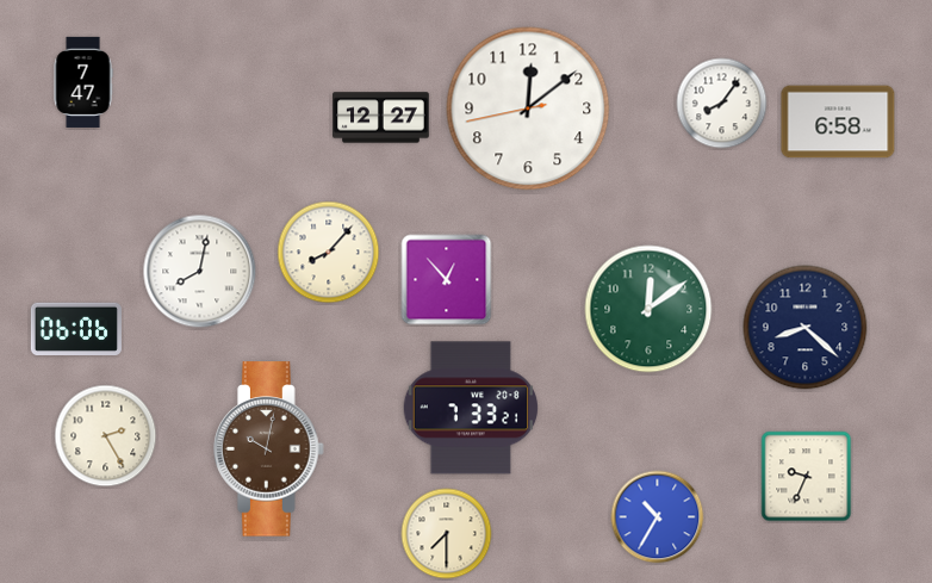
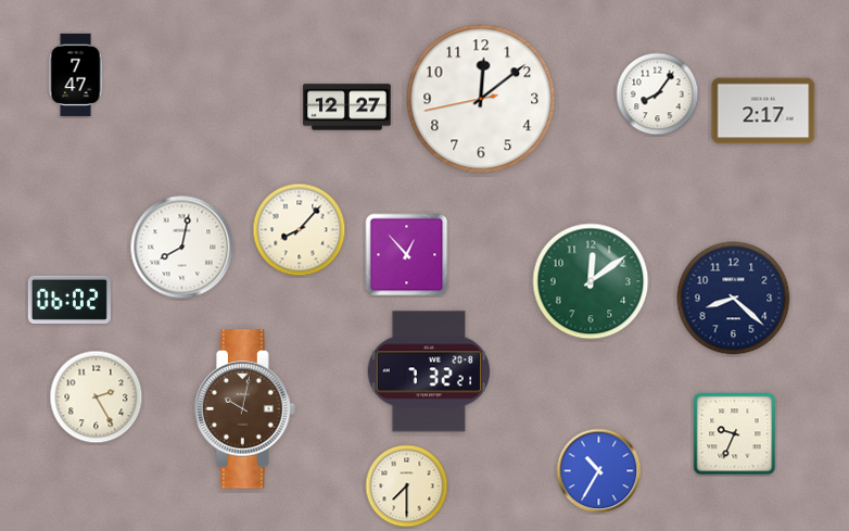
clock at (838, 122): 6:58 -> 2:17
clock at (76, 328): 06:06 -> 06:02
clock at (471, 408): 7:33 -> 7:32
